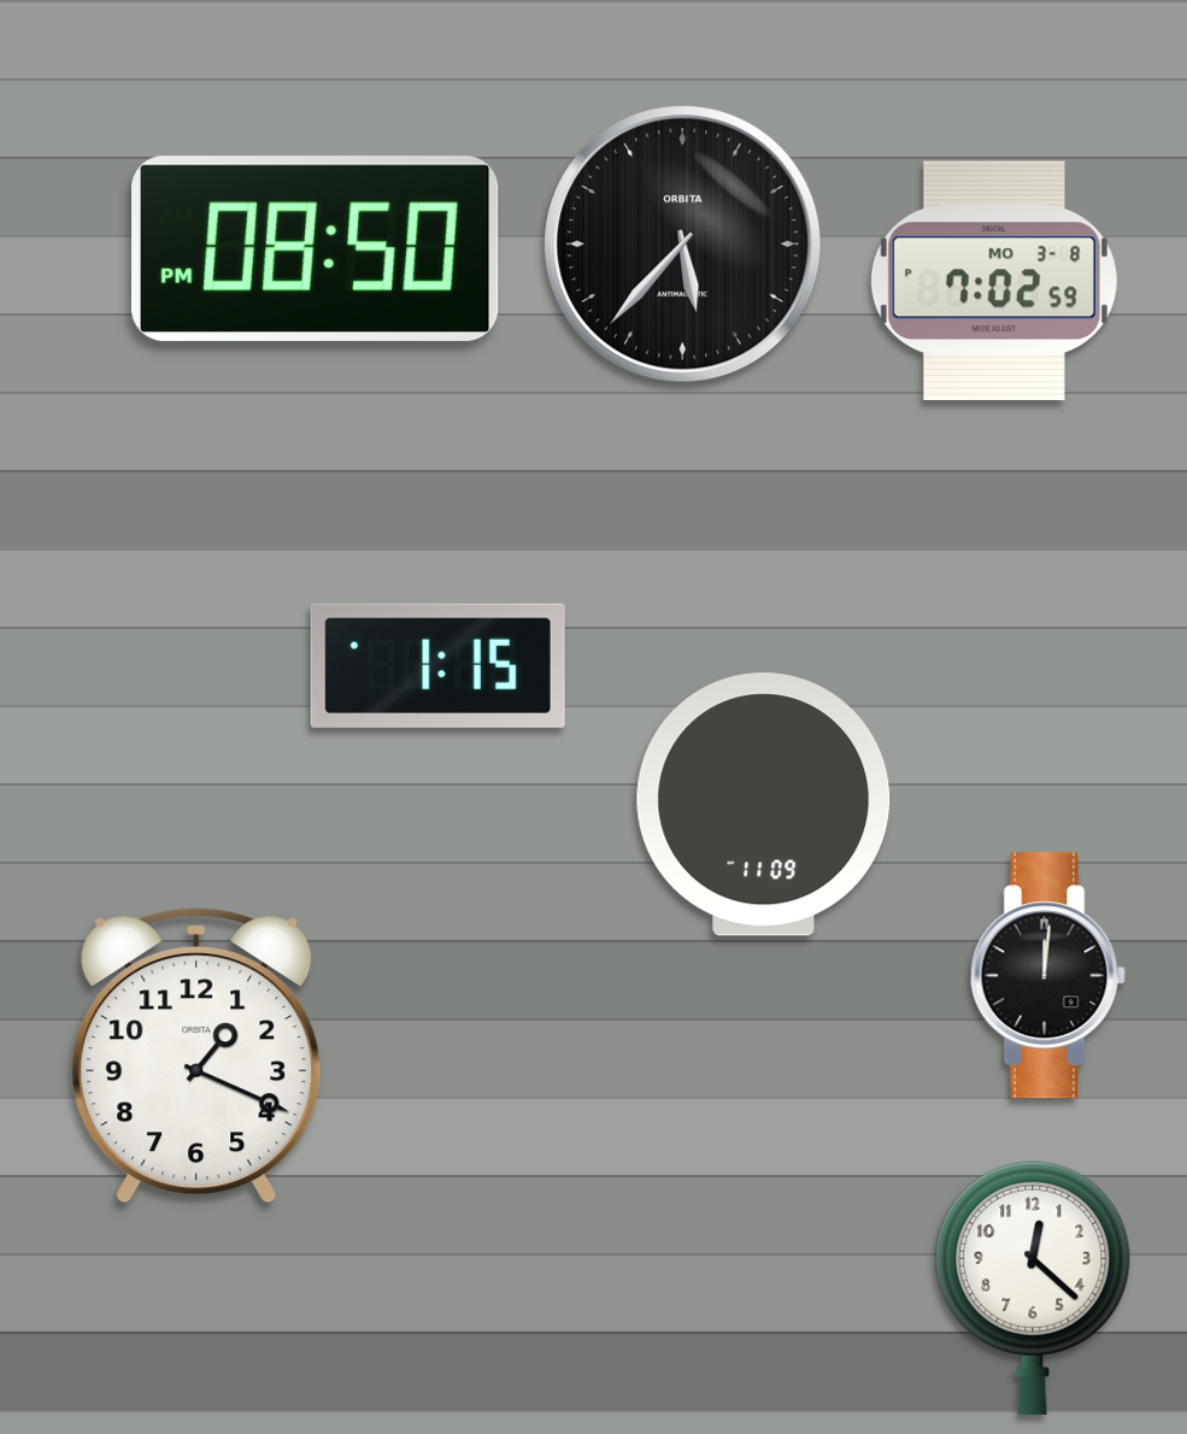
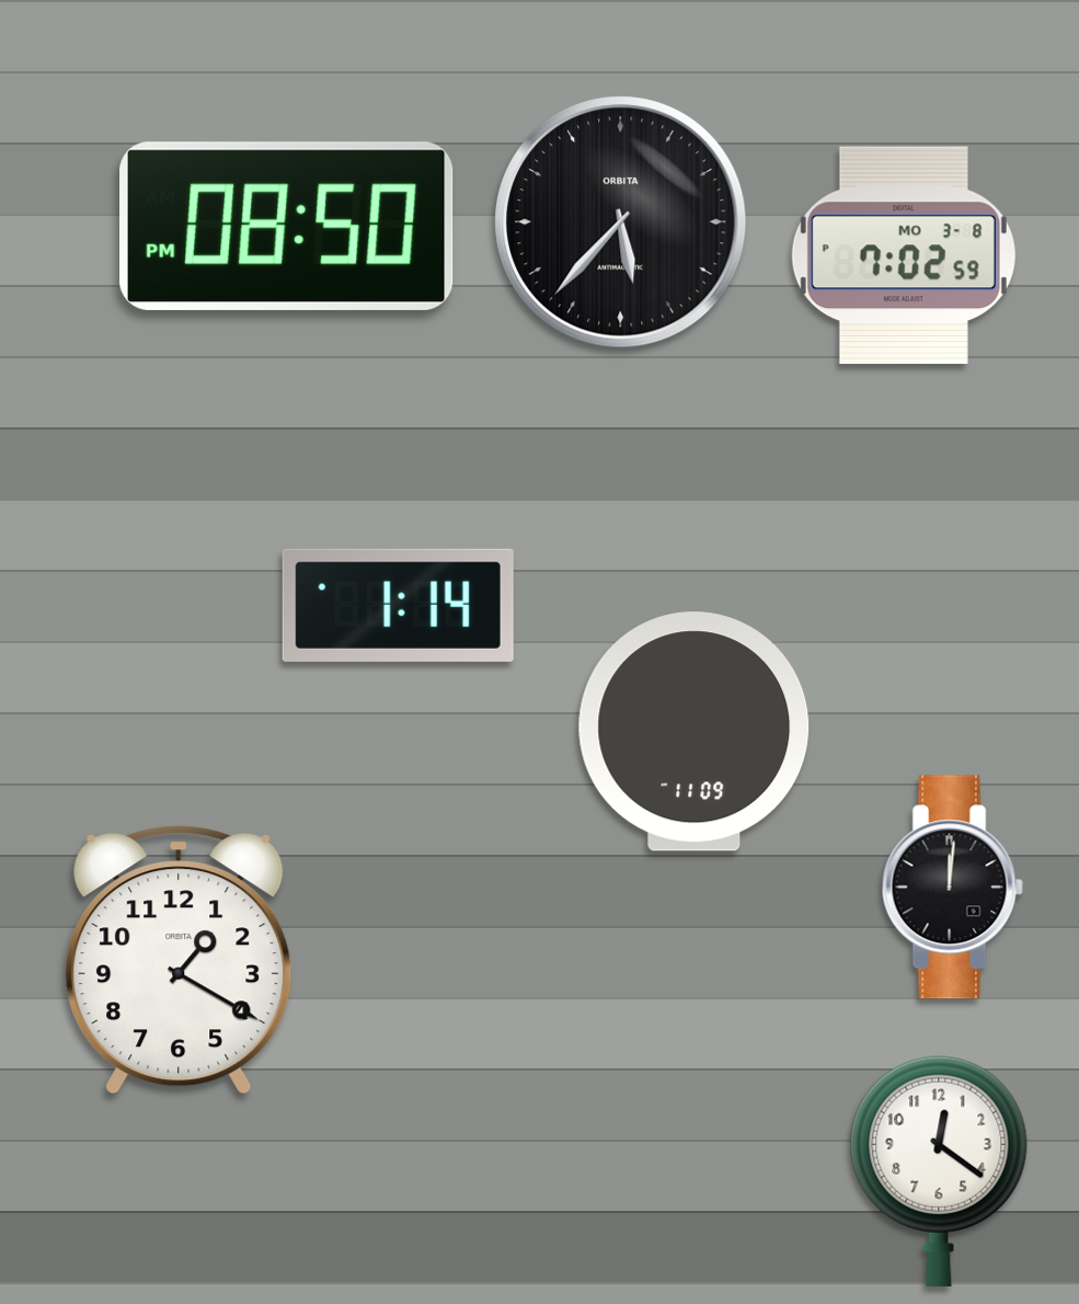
clock at (437, 665): 1:15 -> 1:14
clock at (196, 1056): 1:19 -> 1:20
clock at (1033, 1288): 12:22 -> 12:21
